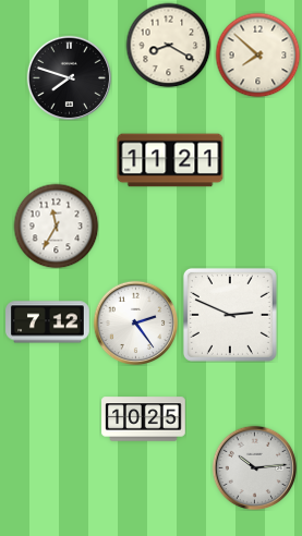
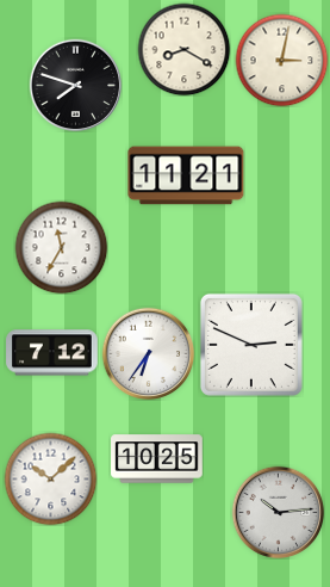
clock at (257, 54): 7:52 -> 3:02
clock at (135, 322): 2:24 -> 6:36
clock at (50, 478): none -> 10:08
